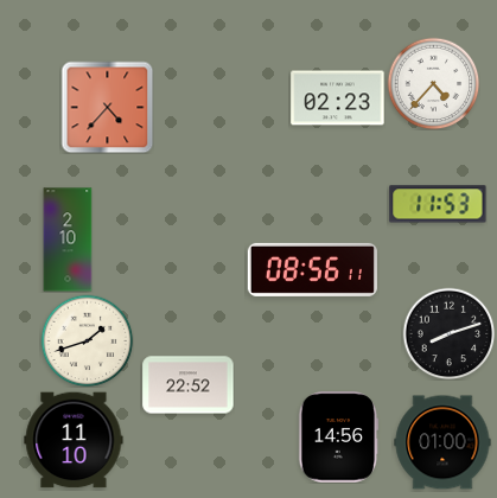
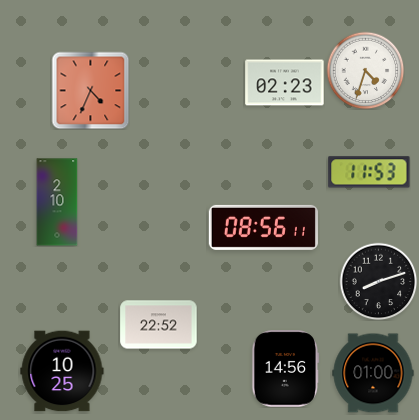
clock at (433, 83): 4:37 -> 4:33
clock at (107, 107): 4:37 -> 4:34
clock at (87, 340): 1:42 -> none
clock at (74, 440): 11:10 -> 10:25
